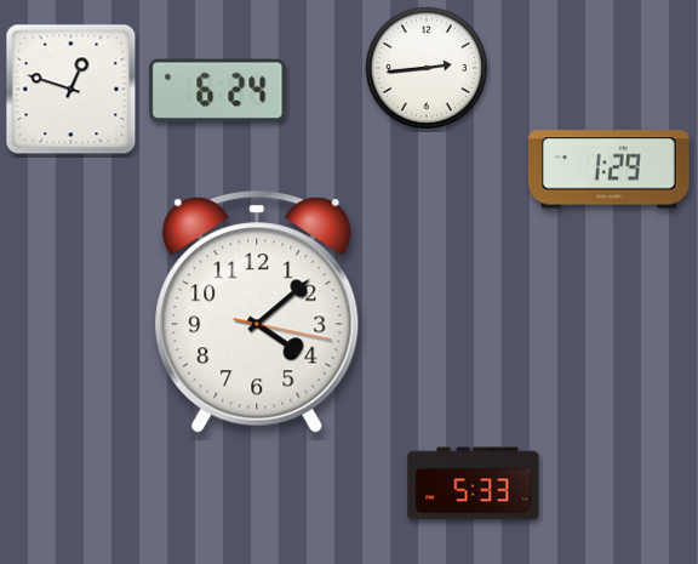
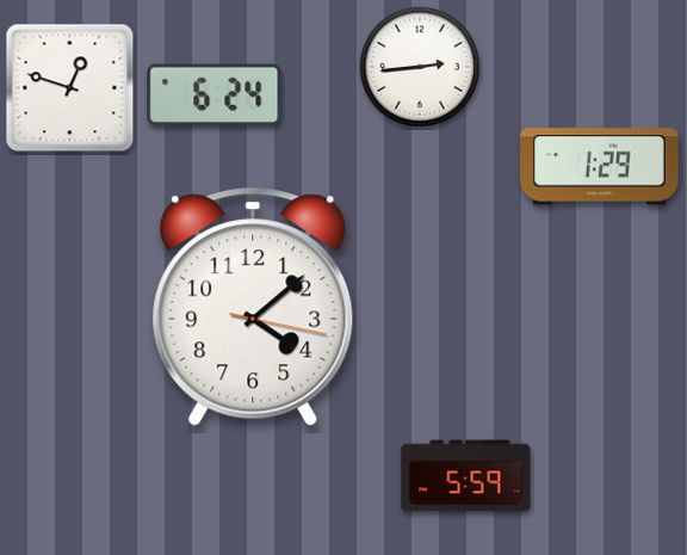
clock at (218, 90) position: (218, 90) -> (215, 94)
clock at (474, 484): 5:33 -> 5:59
